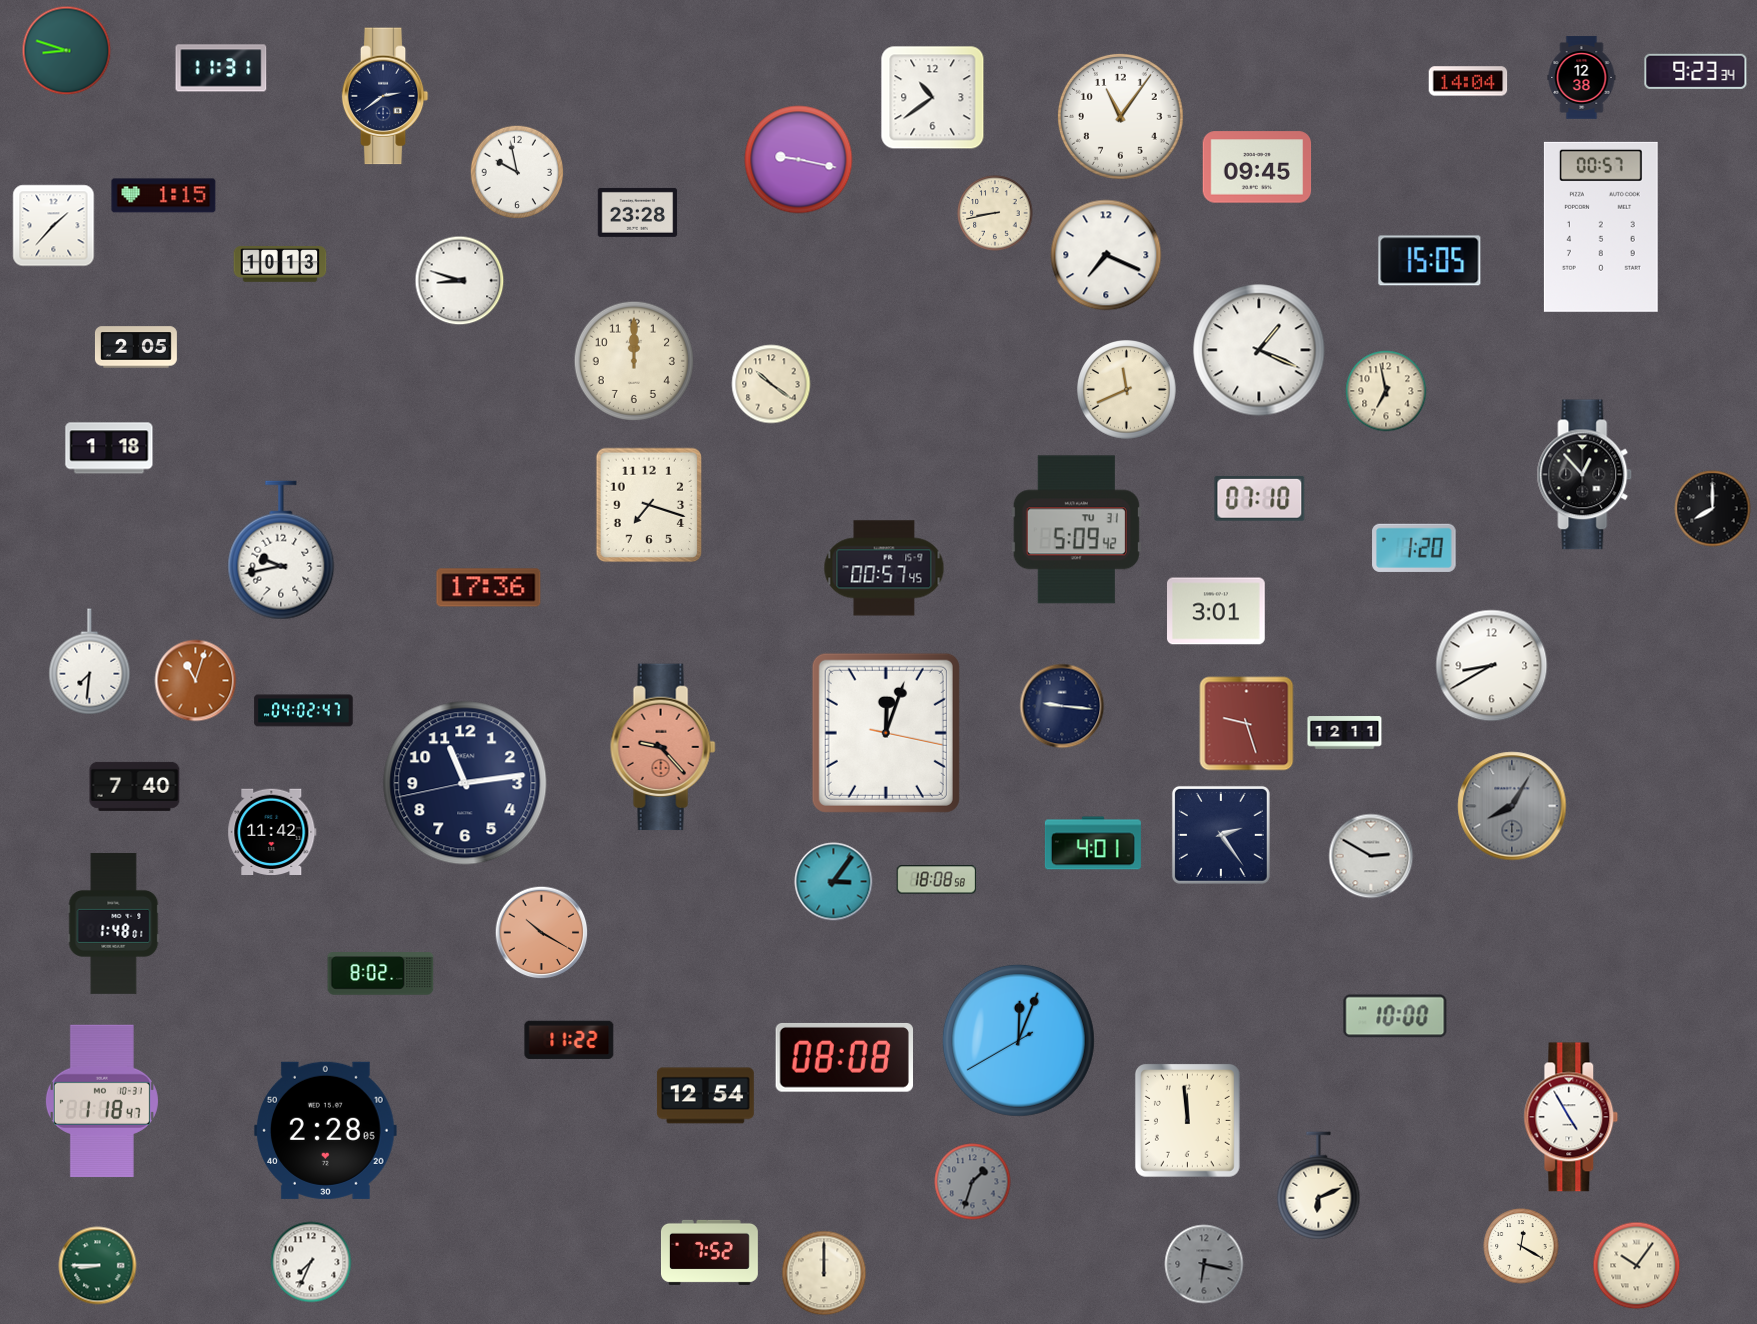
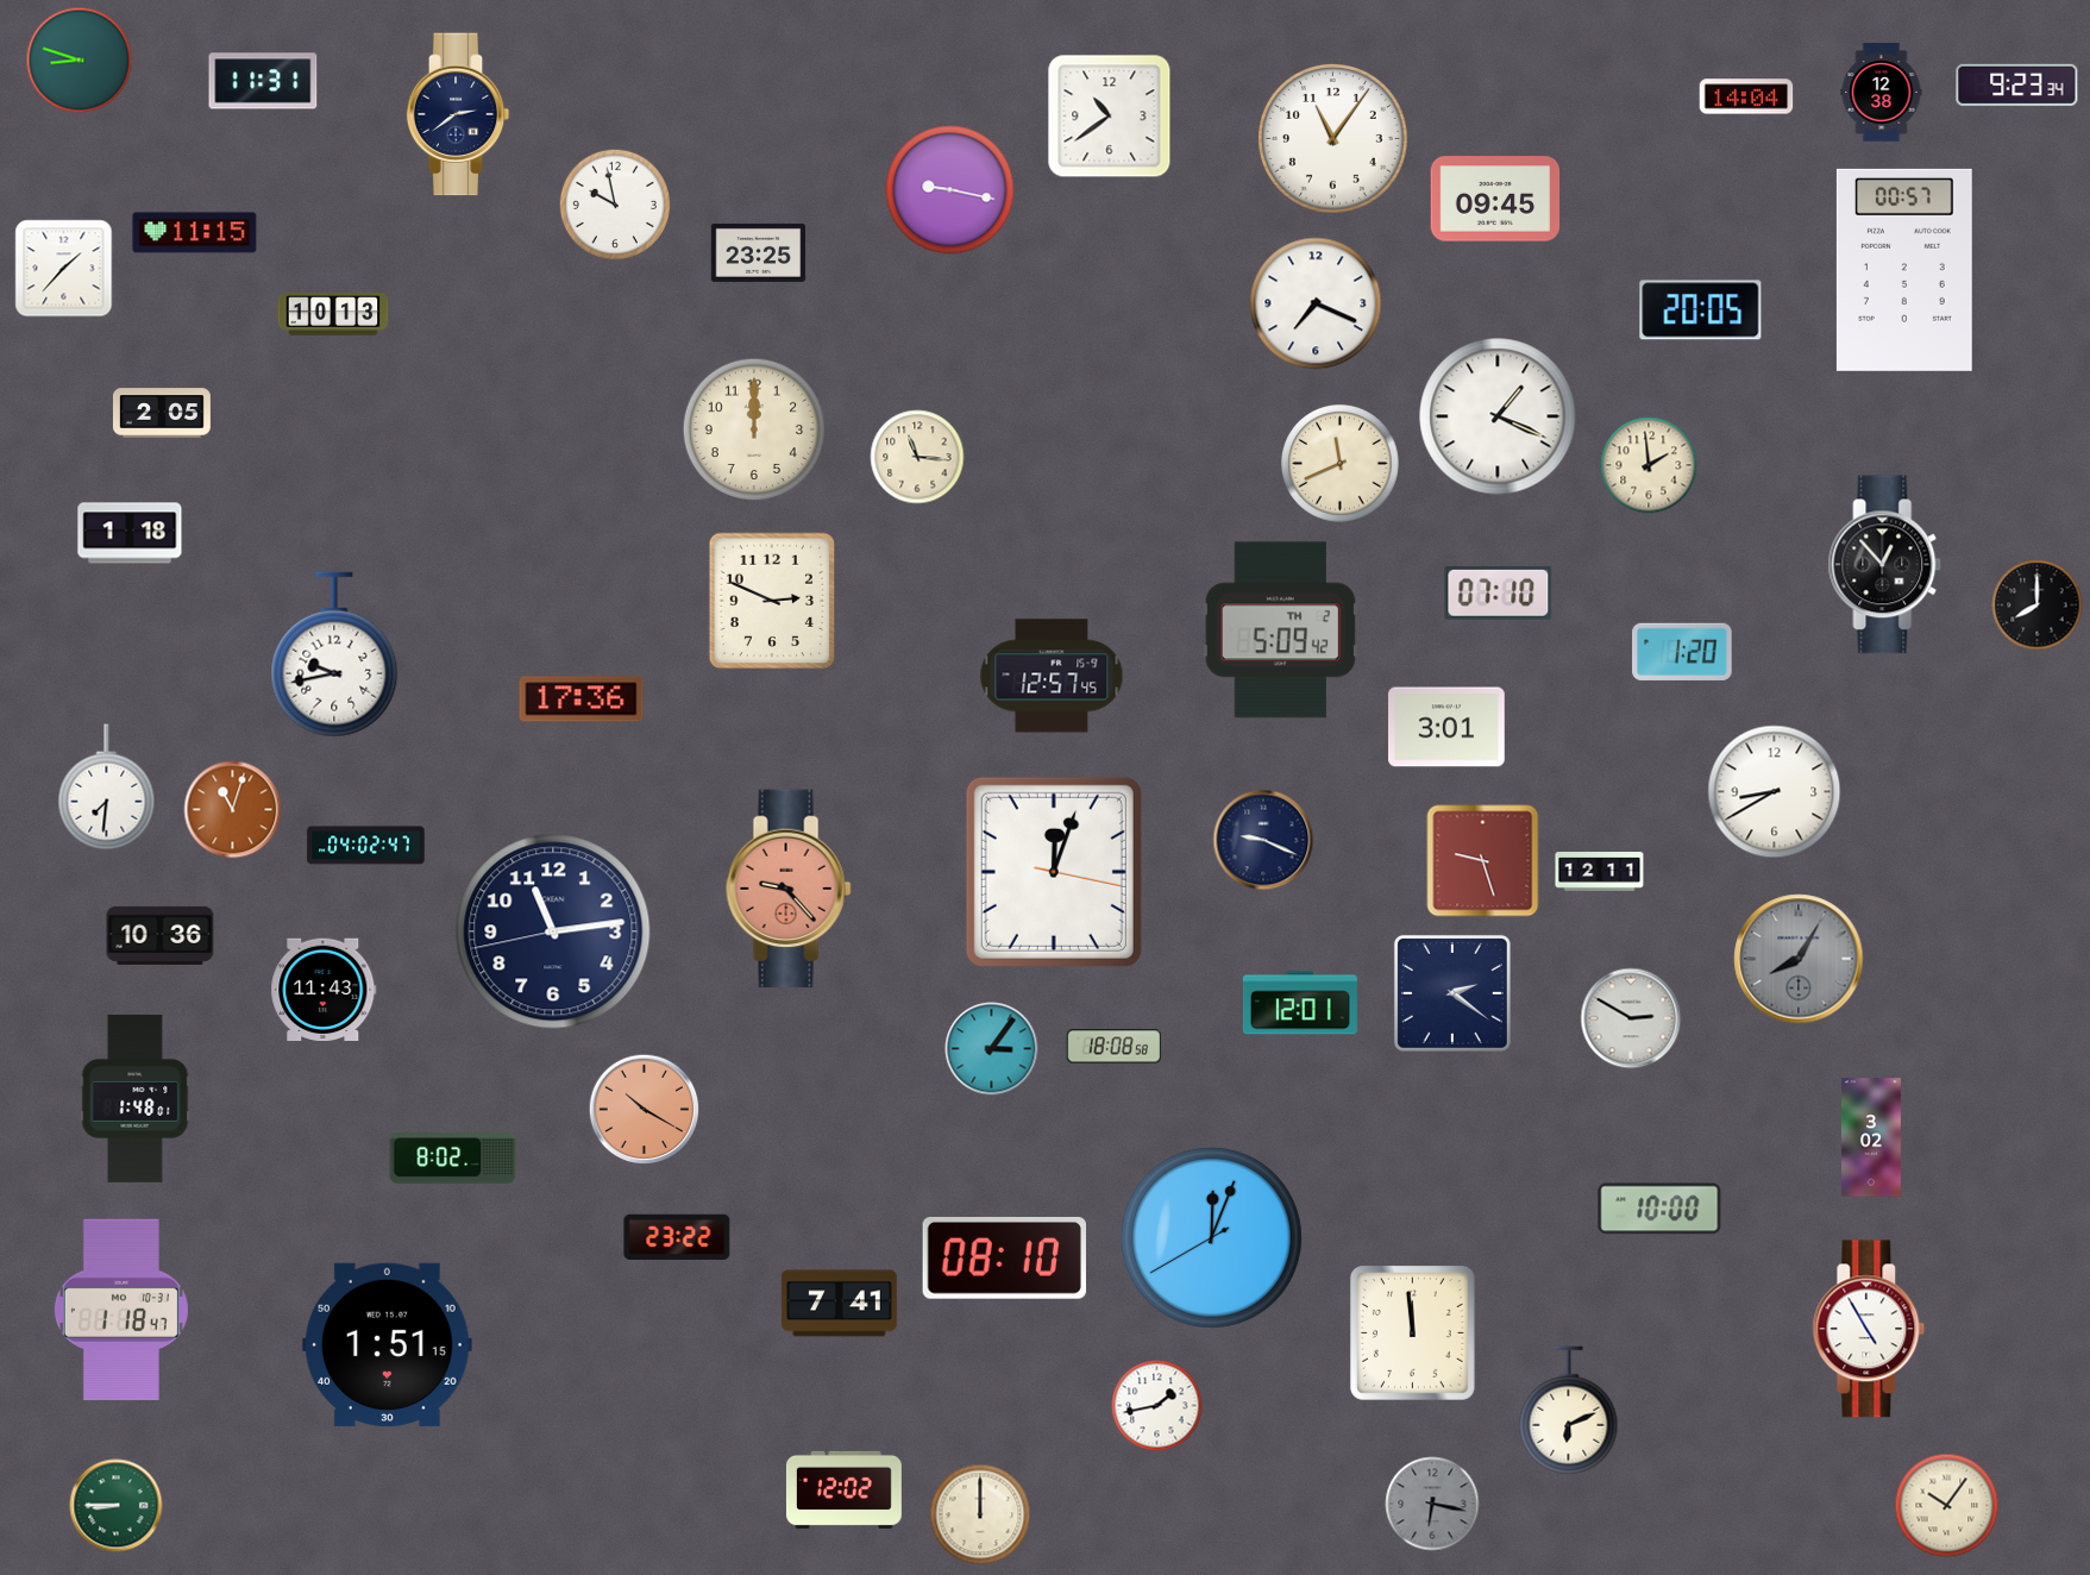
clock at (164, 196): 1:15 -> 11:15
clock at (638, 212): 23:28 -> 23:25
clock at (995, 213): 8:43 -> none
clock at (1430, 261): 15:05 -> 20:05
clock at (460, 281): 8:48 -> none
clock at (771, 384): 10:21 -> 11:16
clock at (1386, 391): 6:58 -> 1:59
clock at (649, 505): 7:18 -> 2:49
clock at (1076, 530) date: TU 31 -> TH 2
clock at (884, 568): 00:57 -> 12:57
clock at (1062, 706): 9:16 -> 9:19
clock at (304, 711) position: (304, 711) -> (366, 846)
clock at (135, 786): 7:40 -> 10:36
clock at (272, 831): 11:42 -> 11:43
clock at (1221, 835): 2:24 -> 2:21
clock at (1093, 843): 4:01 -> 12:01
clock at (1871, 1137): none -> 3:02
clock at (569, 1040): 11:22 -> 23:22
clock at (844, 1057): 08:08 -> 08:10
clock at (705, 1096): 12:54 -> 7:41
clock at (326, 1130): 2:28 -> 1:51
clock at (973, 1182): 1:33 -> 1:43
clock at (973, 1182) dial: grey -> white
clock at (1521, 1246): 12:20 -> none
clock at (709, 1252): 7:52 -> 12:02
clock at (311, 1262): 7:34 -> none
